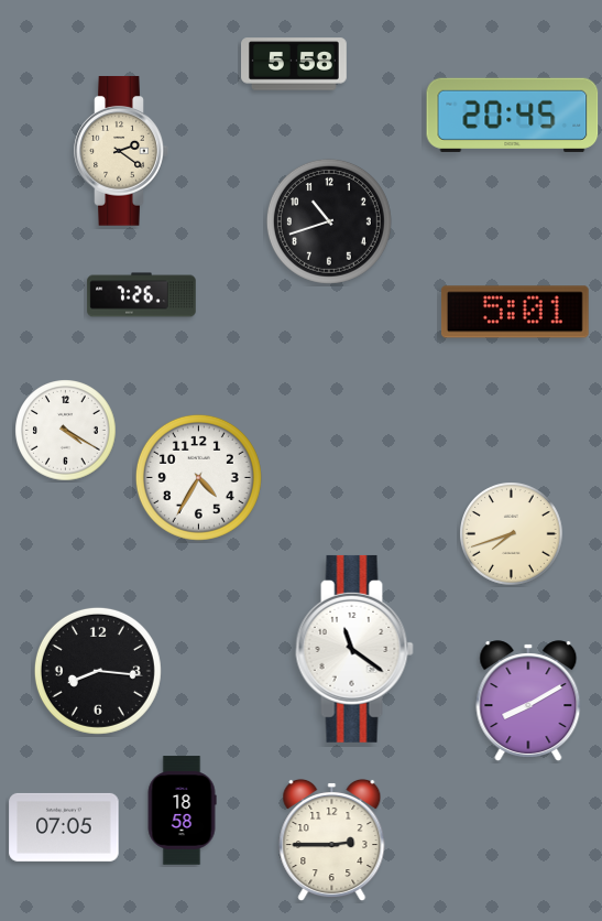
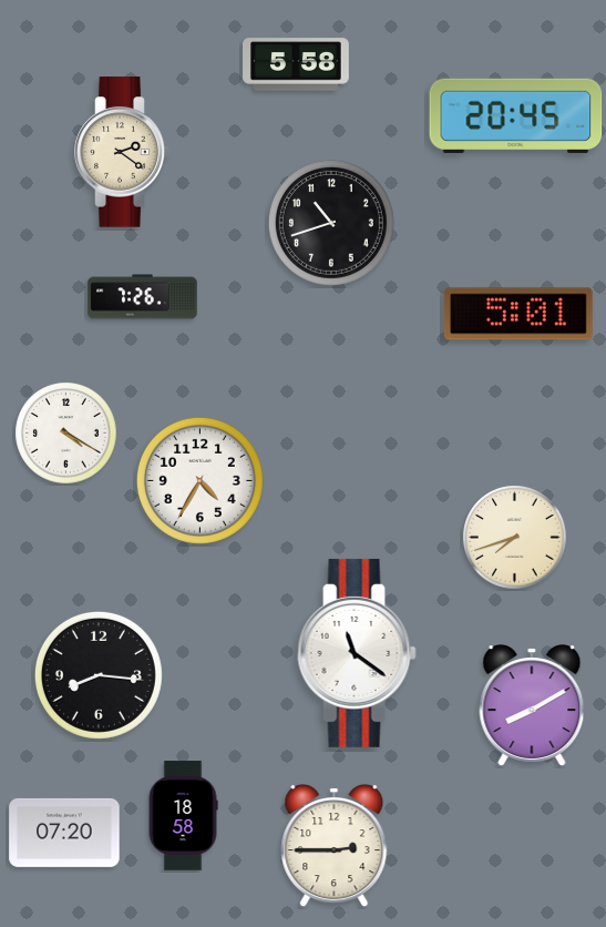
clock at (64, 827): 07:05 -> 07:20
